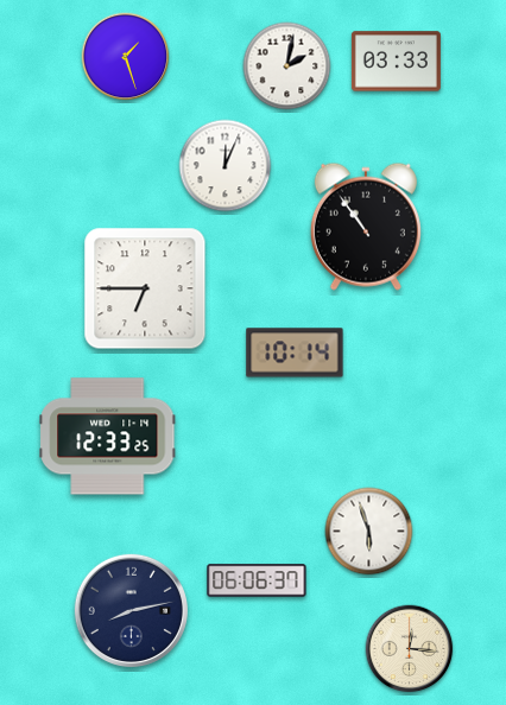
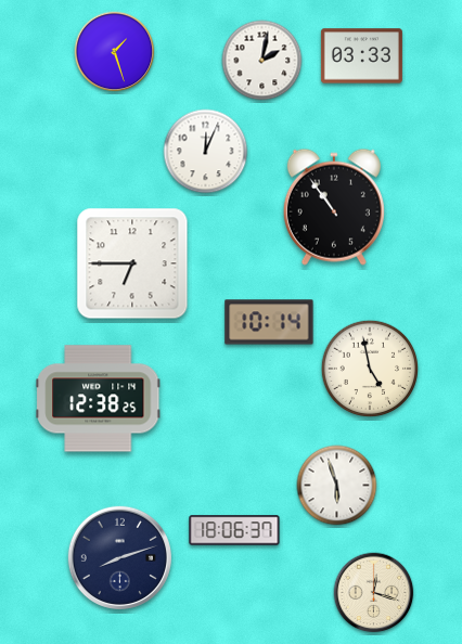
clock at (370, 369): none -> 4:58
clock at (108, 437): 12:33 -> 12:38
clock at (257, 580): 06:06 -> 18:06
clock at (131, 610): 8:13 -> 8:12
clock at (410, 649): 12:16 -> 12:18
